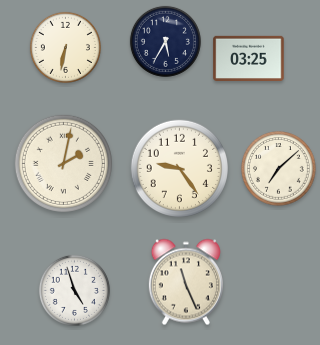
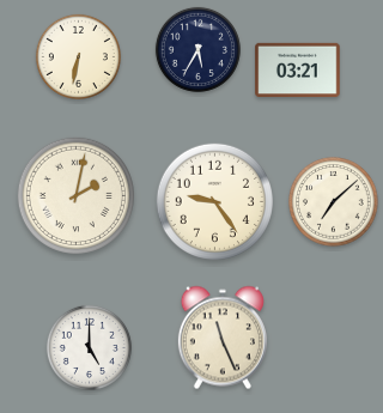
clock at (249, 58): 03:25 -> 03:21
clock at (74, 290): 4:57 -> 5:00
